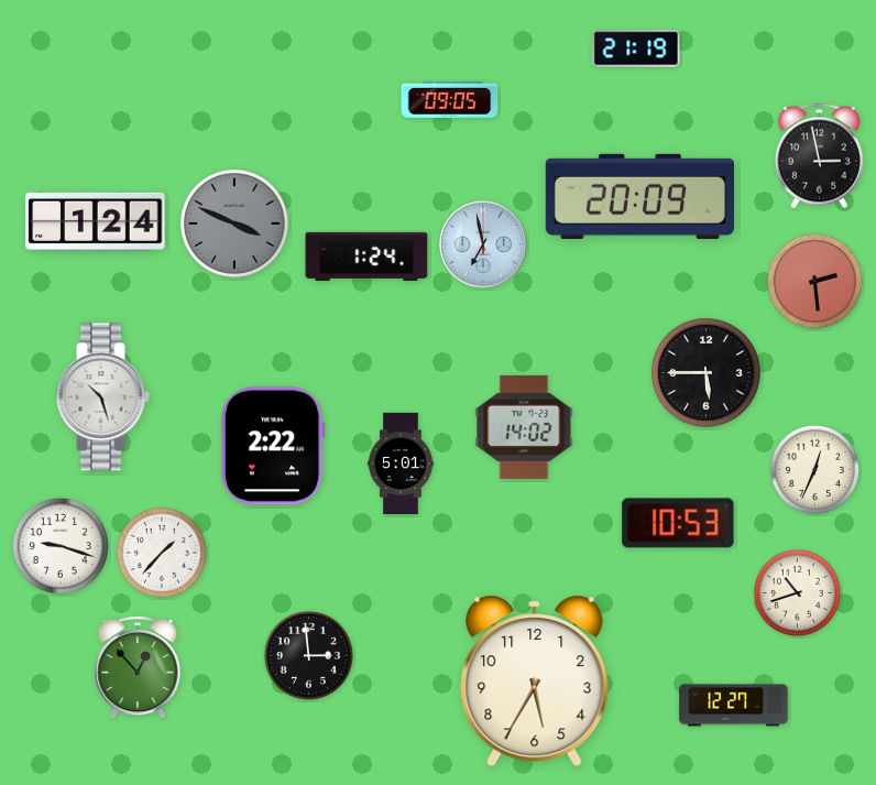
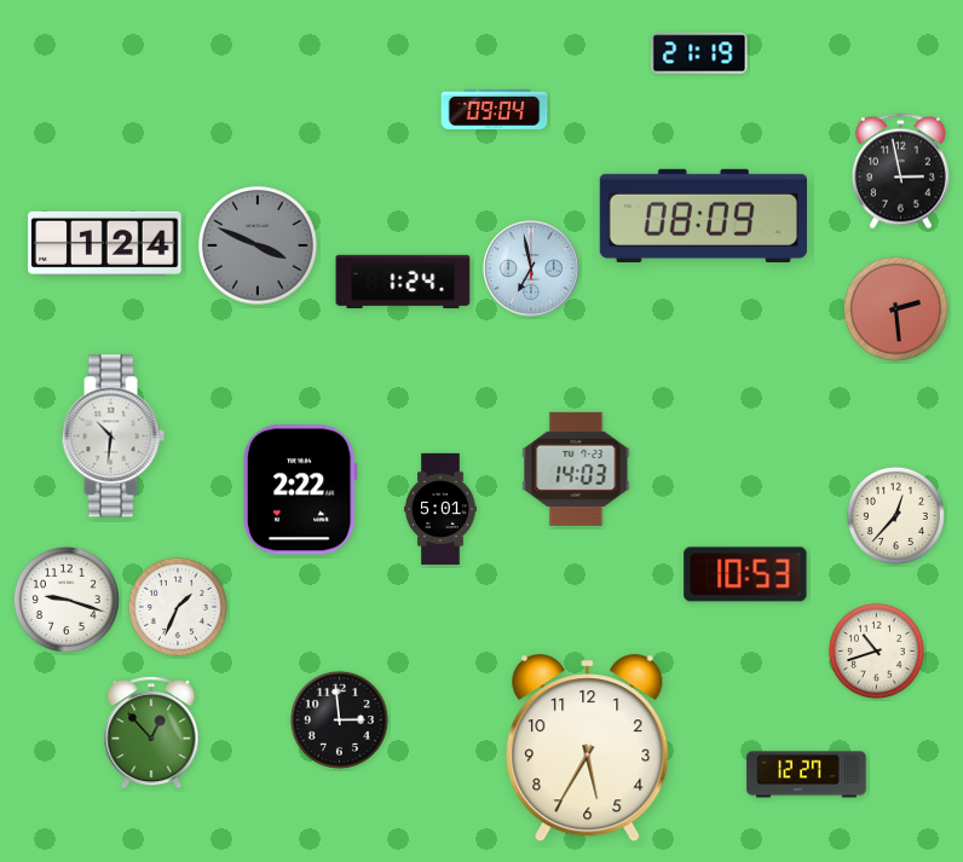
clock at (450, 99): 09:05 -> 09:04
clock at (639, 196): 20:09 -> 08:09
clock at (707, 373): 5:45 -> none
clock at (102, 397): 10:27 -> 10:31
clock at (524, 427): 14:02 -> 14:03
clock at (814, 469): 12:34 -> 12:37
clock at (162, 553): 1:37 -> 1:34
